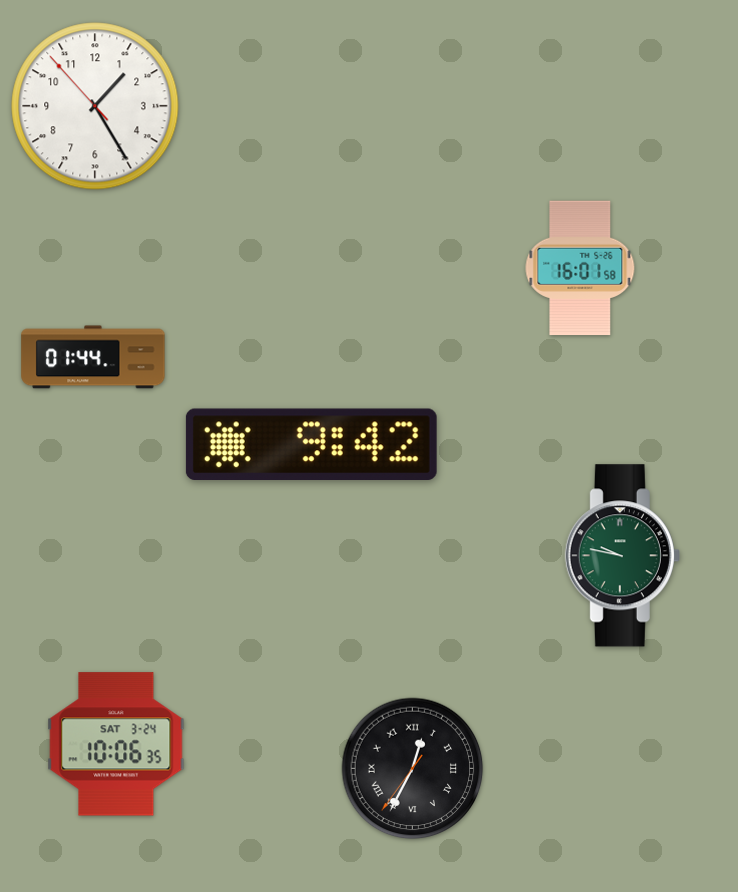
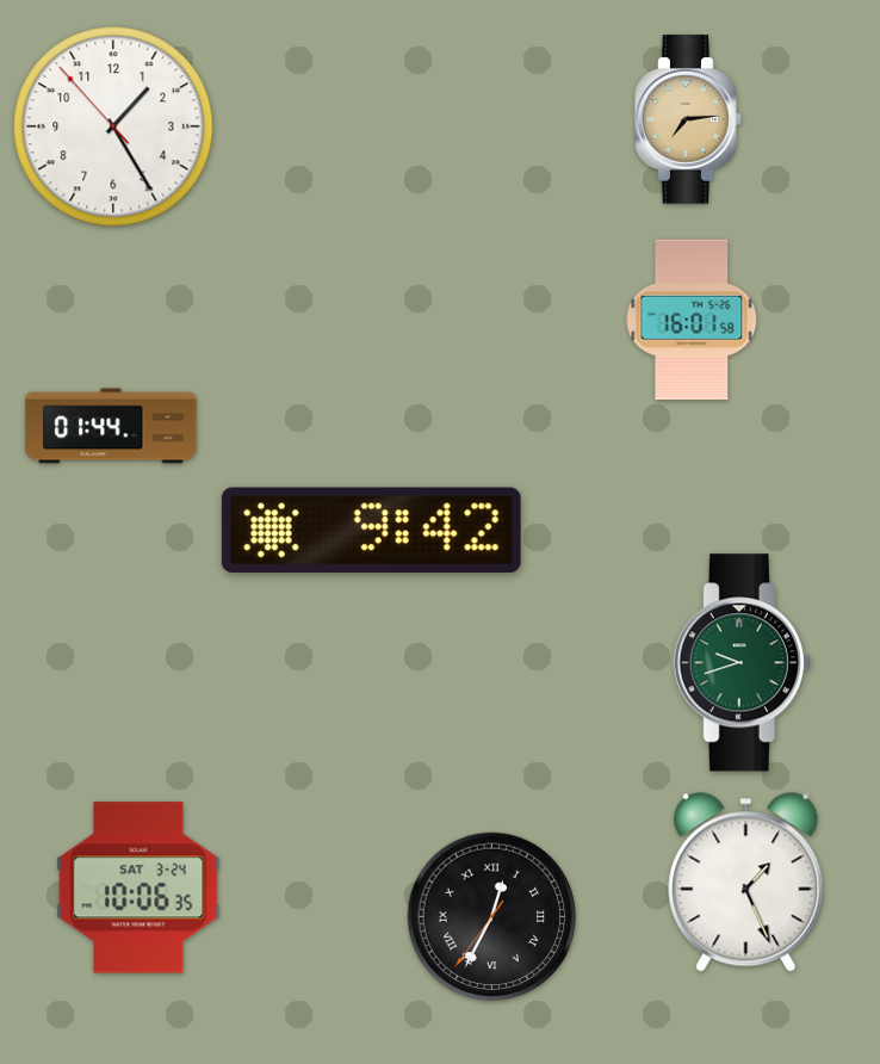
clock at (688, 119): none -> 7:14
clock at (622, 556): 9:47 -> 9:42
clock at (746, 883): none -> 1:26
